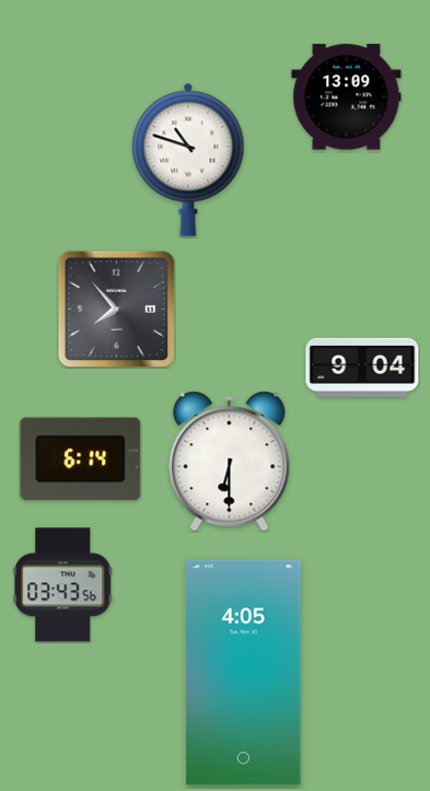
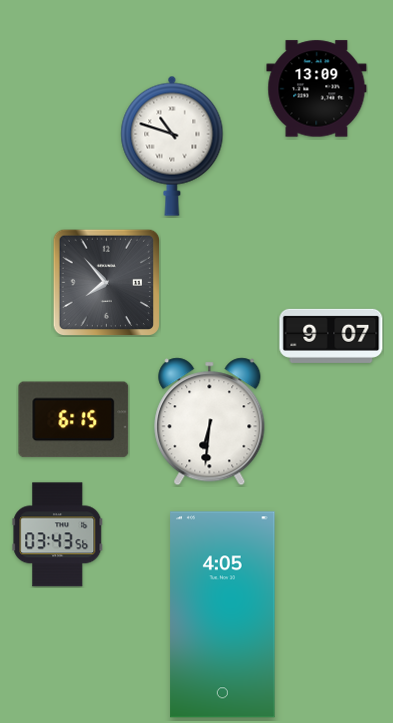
clock at (362, 368): 9:04 -> 9:07
clock at (81, 460): 6:14 -> 6:15
clock at (230, 462): 6:30 -> 6:31
